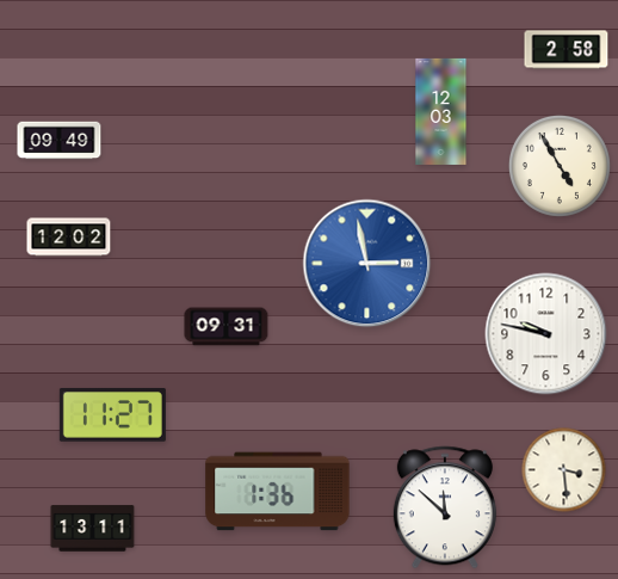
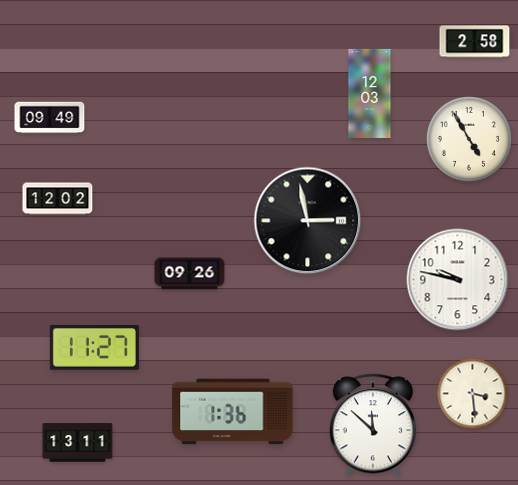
clock at (367, 264) dial: blue -> black
clock at (227, 327): 09:31 -> 09:26
